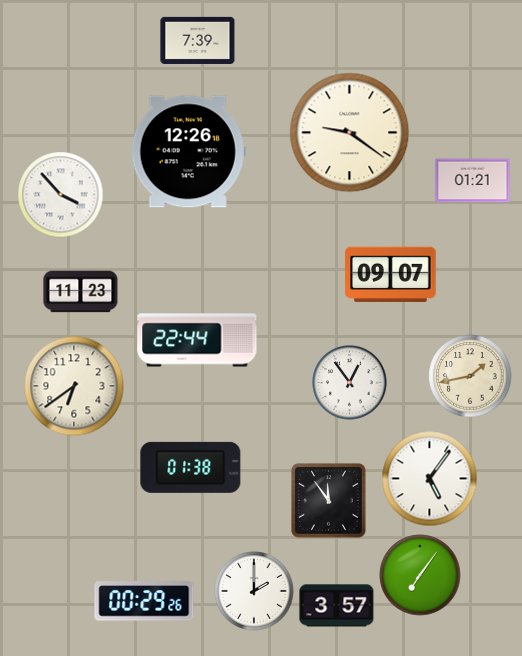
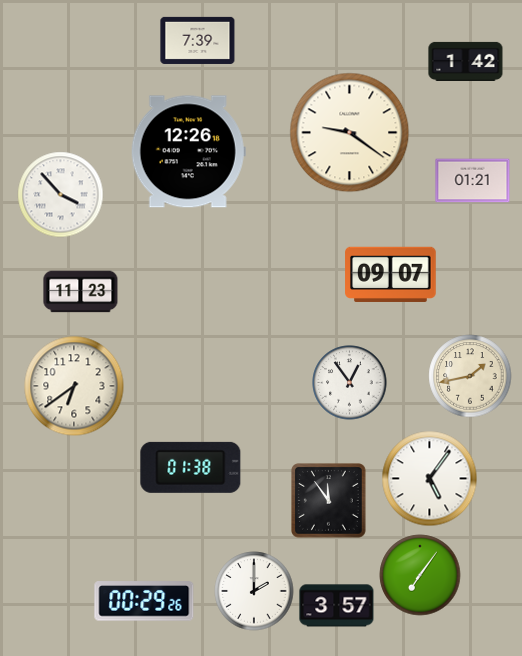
clock at (466, 61): none -> 1:42
clock at (197, 340): 22:44 -> none
